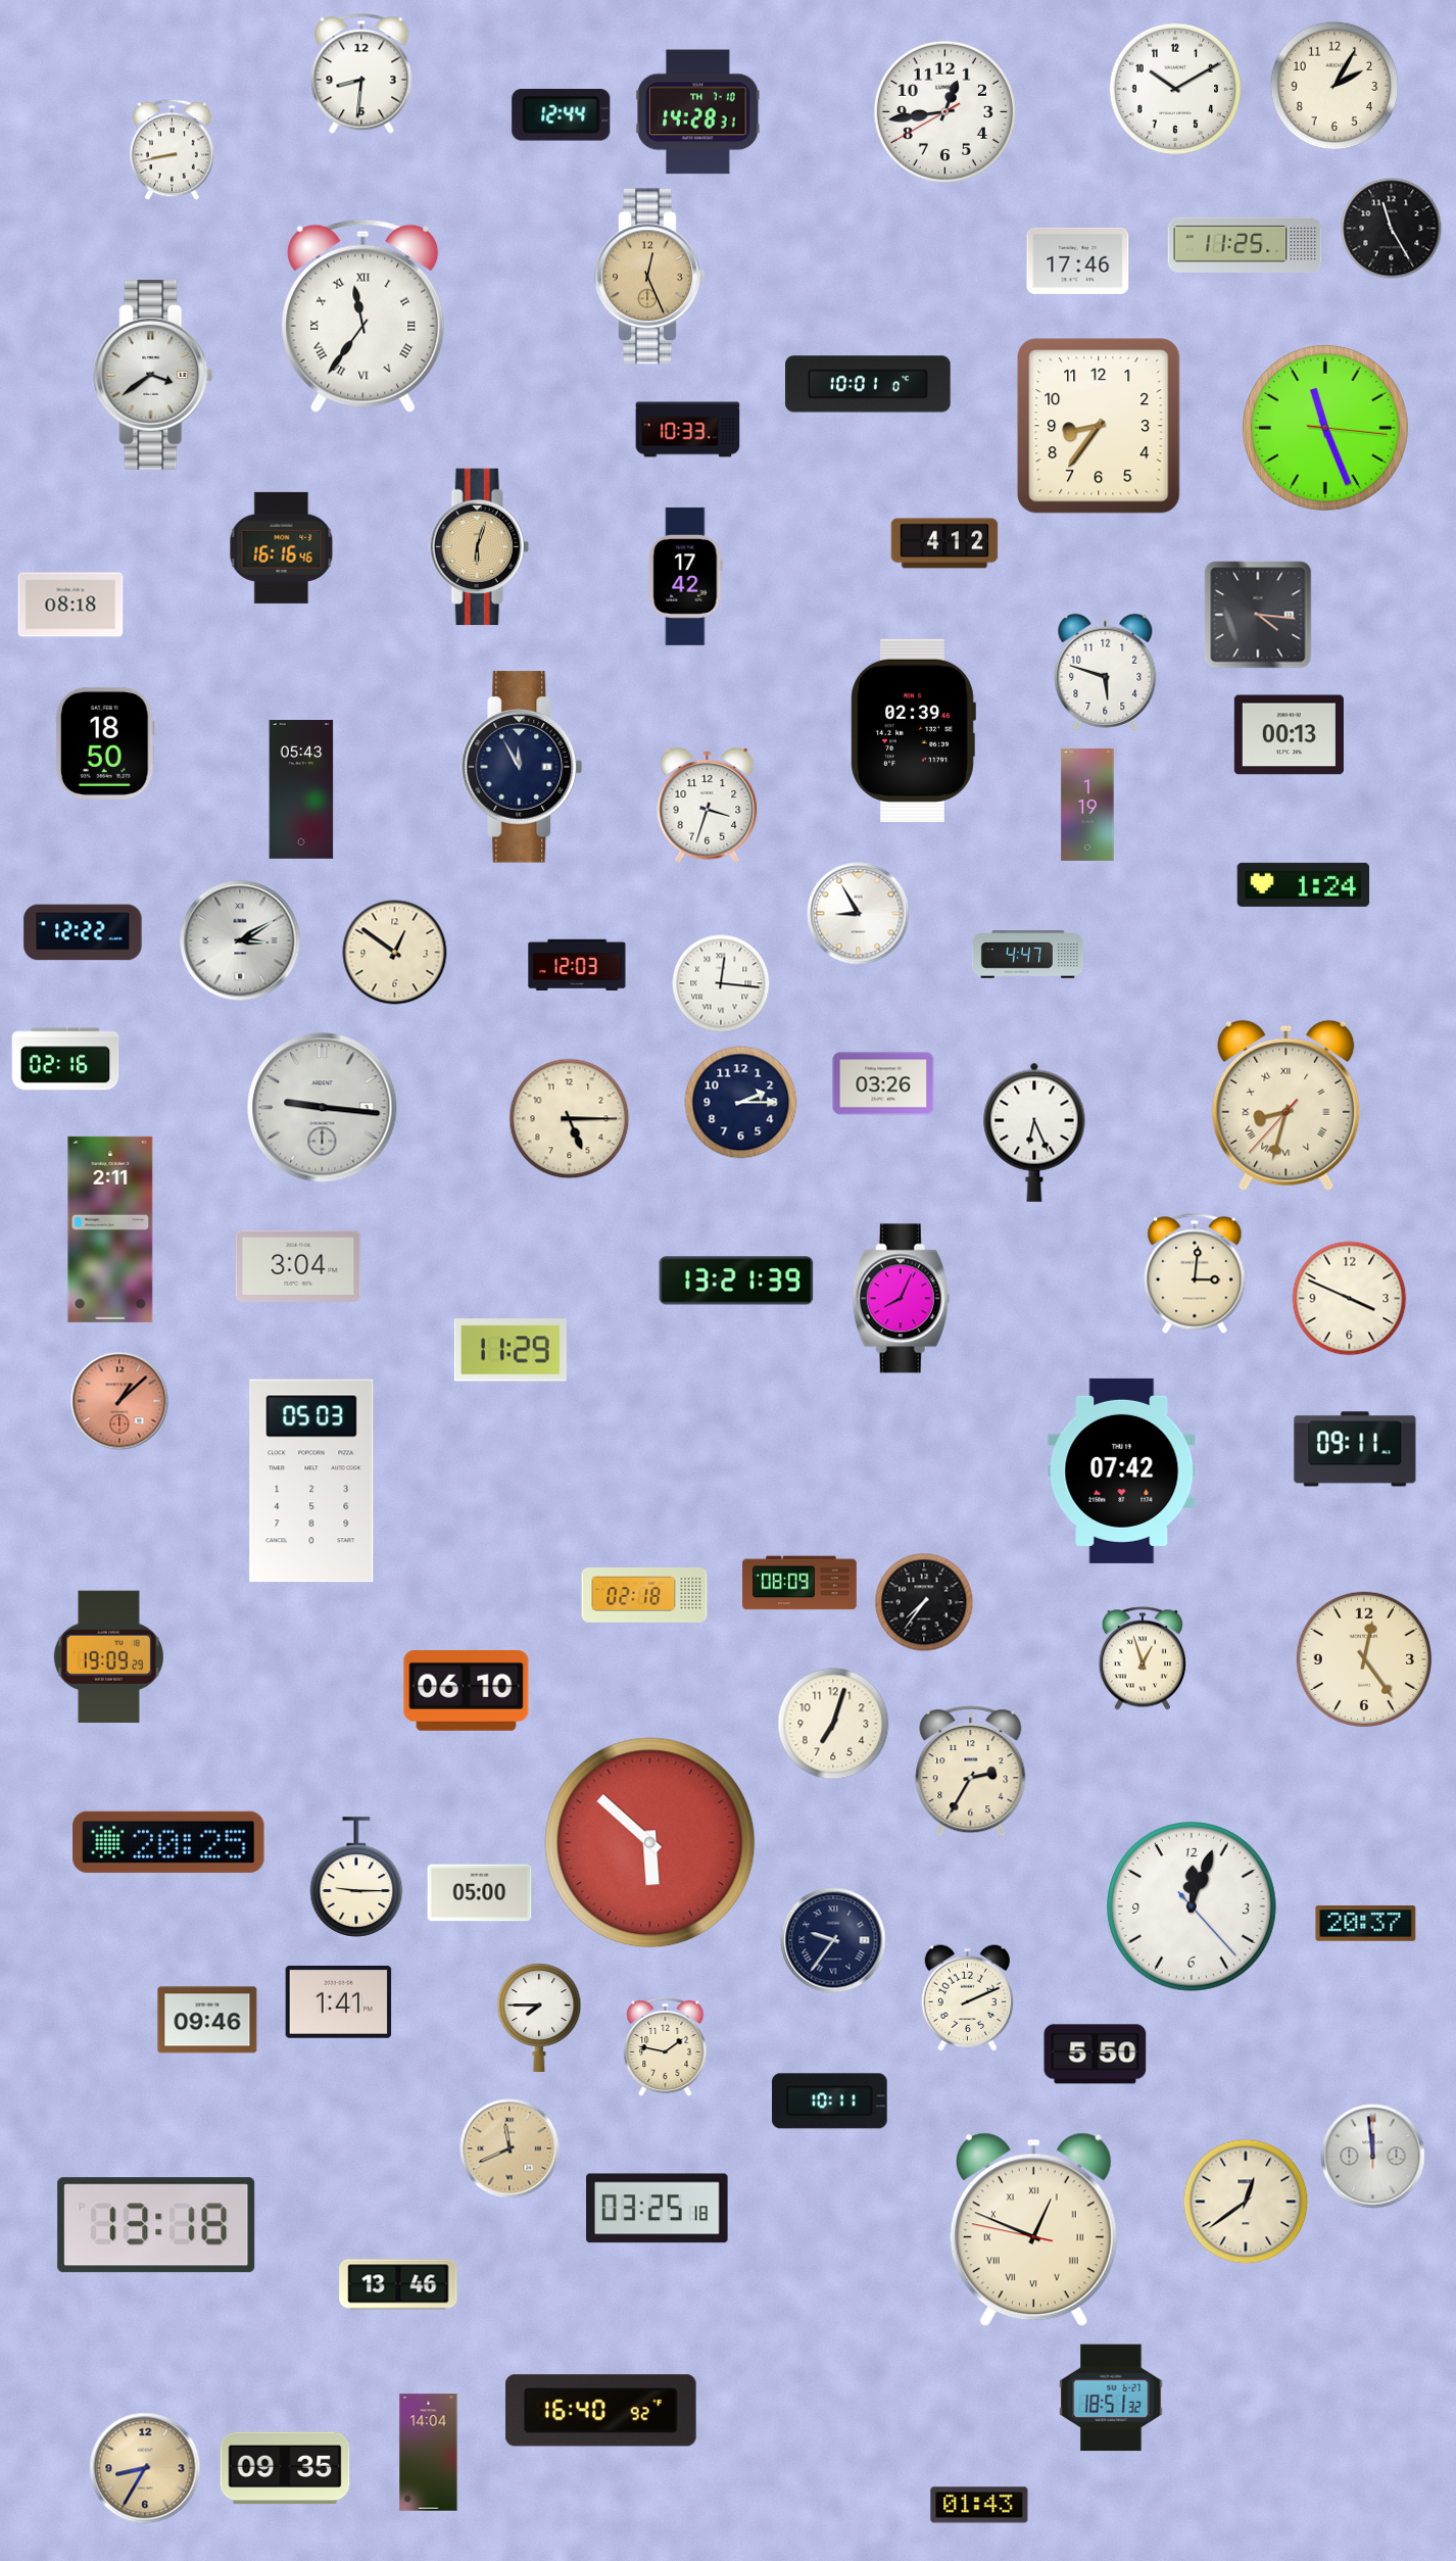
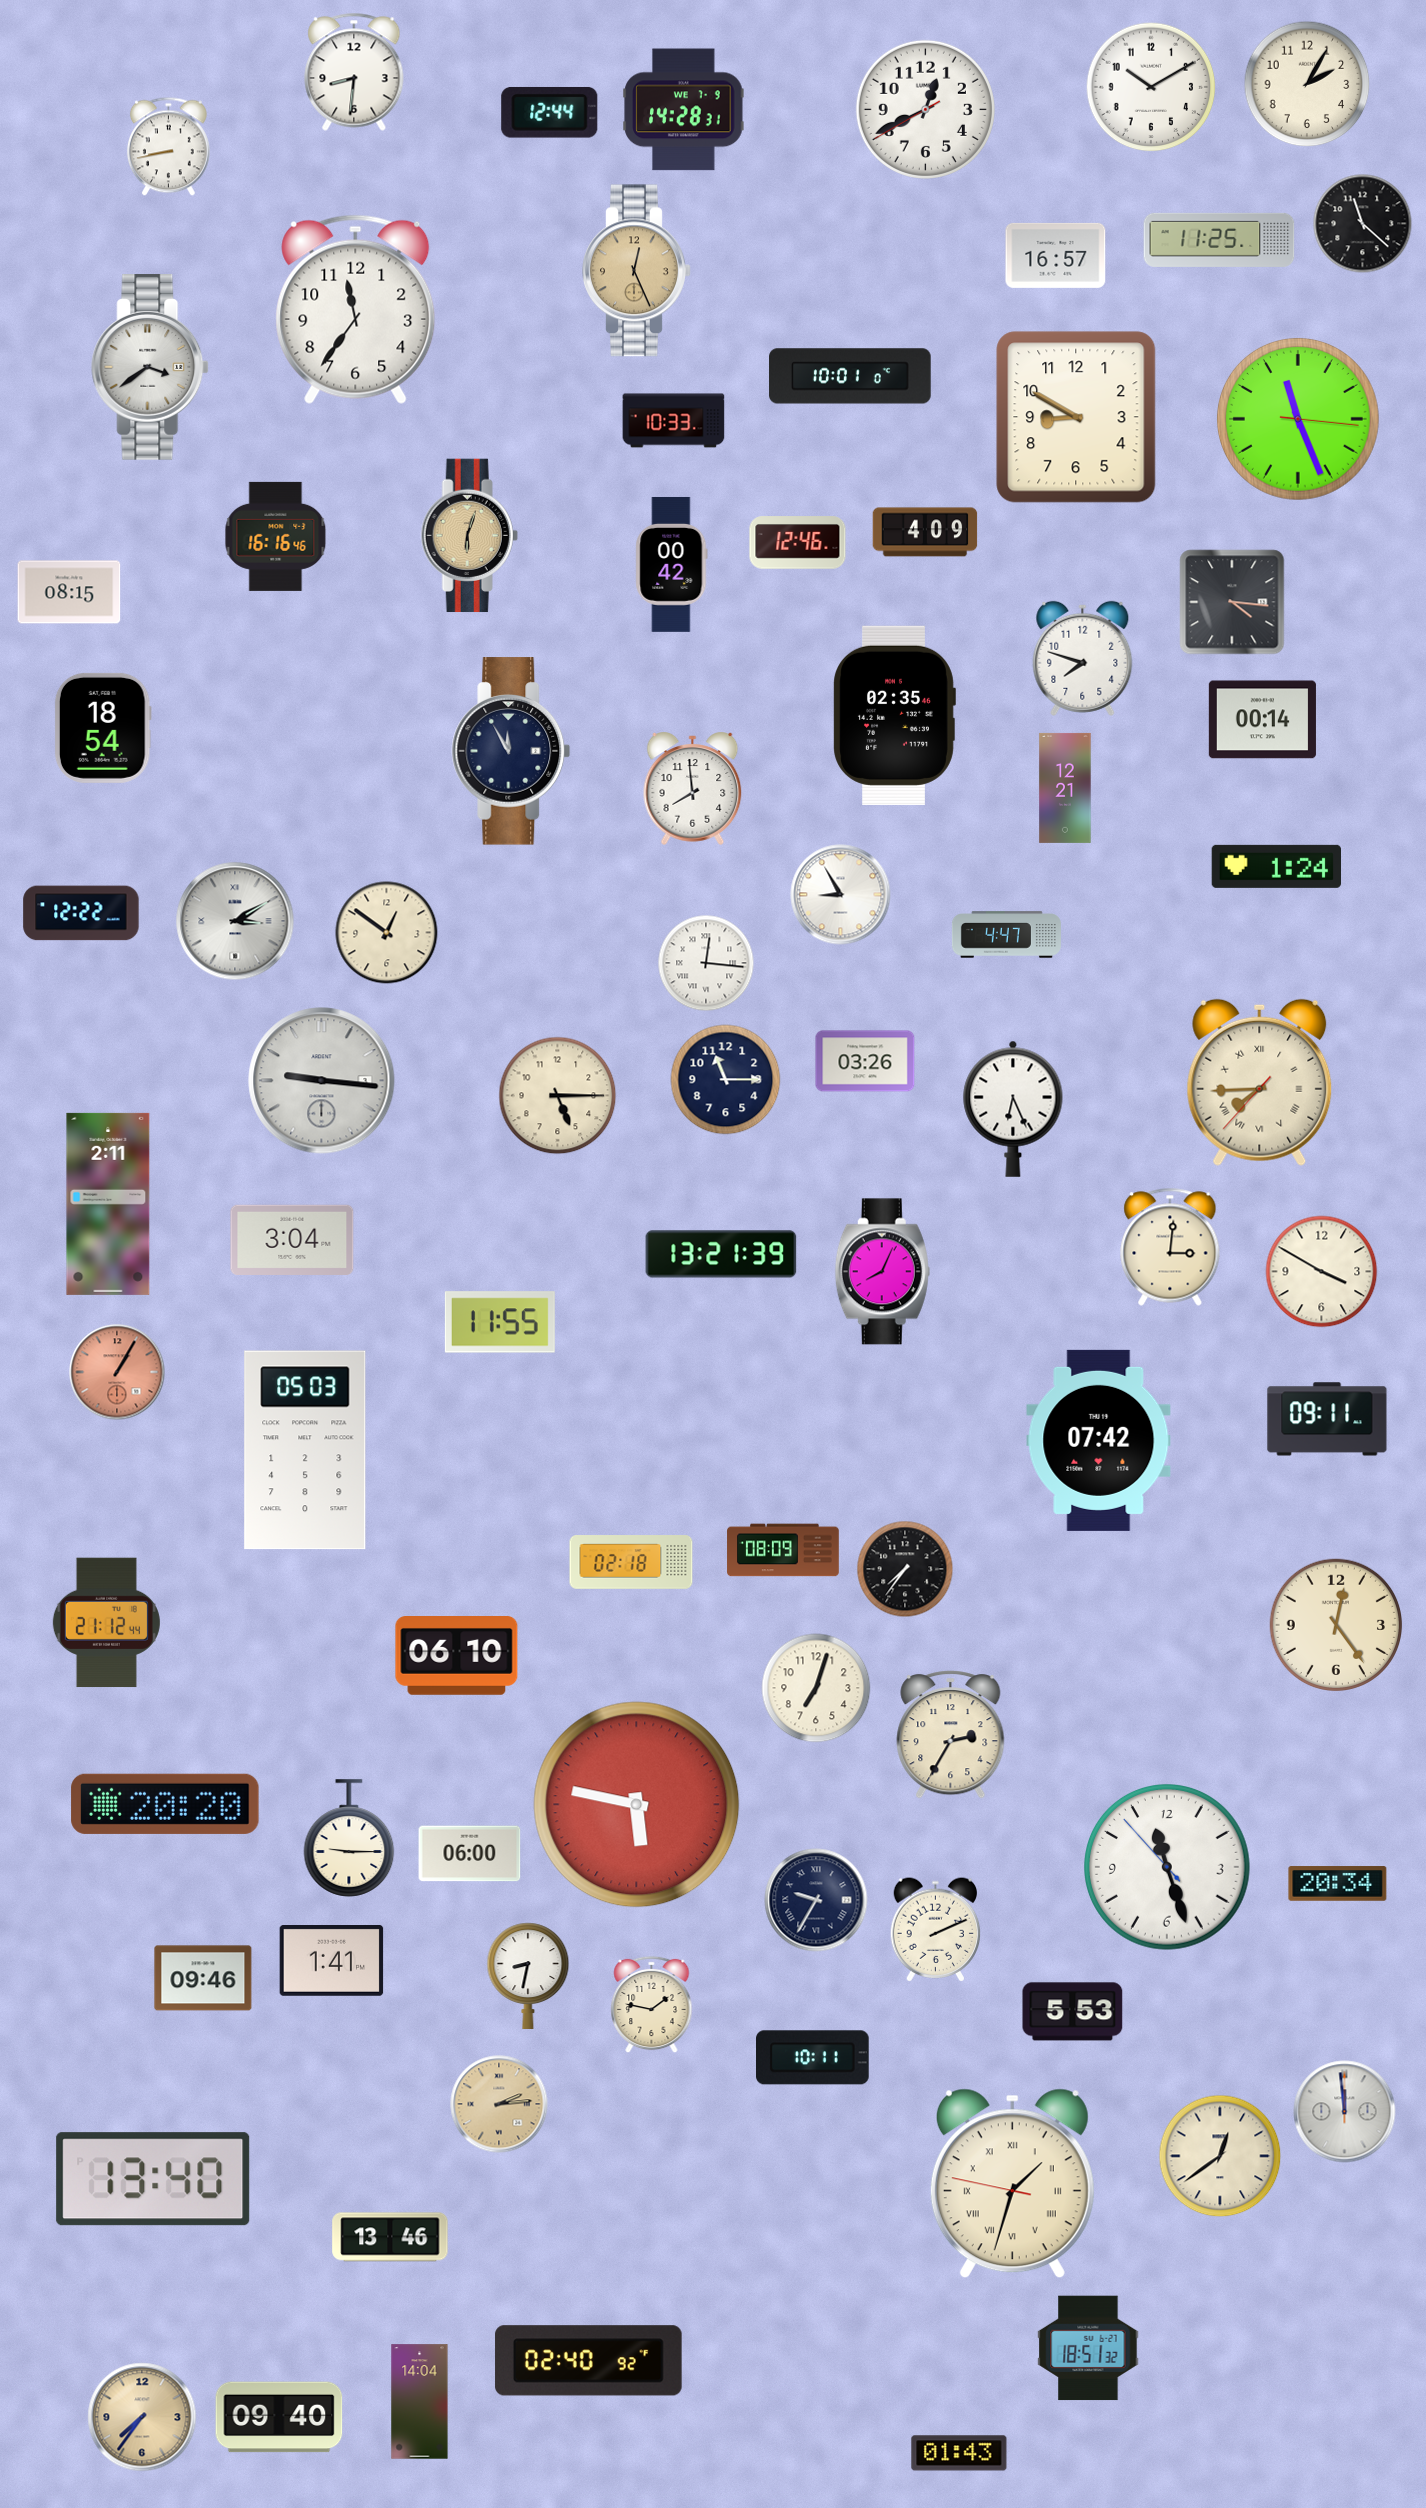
clock at (944, 111): 12:43 -> 12:40
clock at (698, 112) date: TH 7-10 -> WE 7-9
clock at (1392, 229): 11:25 -> 11:22
clock at (1078, 260): 17:46 -> 16:57
clock at (363, 316) numerals: Roman -> Arabic
clock at (1099, 426): 8:36 -> 8:50
clock at (944, 543): 4:12 -> 4:09
clock at (798, 543): none -> 12:46
clock at (686, 576): 17:42 -> 00:42
clock at (70, 605): 08:18 -> 08:15
clock at (1106, 672): 5:48 -> 7:48
clock at (913, 730): 02:39 -> 02:35
clock at (1289, 735): 00:13 -> 00:14
clock at (105, 743): 18:50 -> 18:54
clock at (301, 790): 05:43 -> none
clock at (708, 805): 3:33 -> 7:59
clock at (1087, 805): 1:19 -> 12:21
clock at (577, 965): 12:03 -> none
clock at (65, 1059): 02:16 -> none
clock at (741, 1103): 2:15 -> 11:15
clock at (1287, 1105): 8:32 -> 7:44
clock at (323, 1108) position: (323, 1108) -> (322, 1081)
clock at (1350, 1299): 3:49 -> 3:50
clock at (511, 1350): 11:29 -> 11:55
clock at (119, 1401): 1:08 -> 1:05
clock at (108, 1657): 19:09 -> 21:12
clock at (1143, 1658): 12:57 -> none
clock at (168, 1842): 20:25 -> 20:20
clock at (650, 1843): 5:52 -> 5:47
clock at (480, 1893): 05:00 -> 06:00
clock at (1193, 1907): 12:03 -> 11:26
clock at (1366, 1924): 20:37 -> 20:34
clock at (833, 1940): 9:36 -> 9:35
clock at (968, 1998) position: (968, 1998) -> (936, 1930)
clock at (539, 2017): 7:45 -> 8:32
clock at (1096, 2055): 5:50 -> 5:53
clock at (509, 2148): 11:41 -> 2:14
clock at (658, 2209): 03:25 -> none
clock at (156, 2225): 13:18 -> 13:40
clock at (1033, 2230): 12:48 -> 1:32
clock at (601, 2411): 16:40 -> 02:40
clock at (145, 2468): 8:35 -> 7:36
clock at (285, 2468): 09:35 -> 09:40
